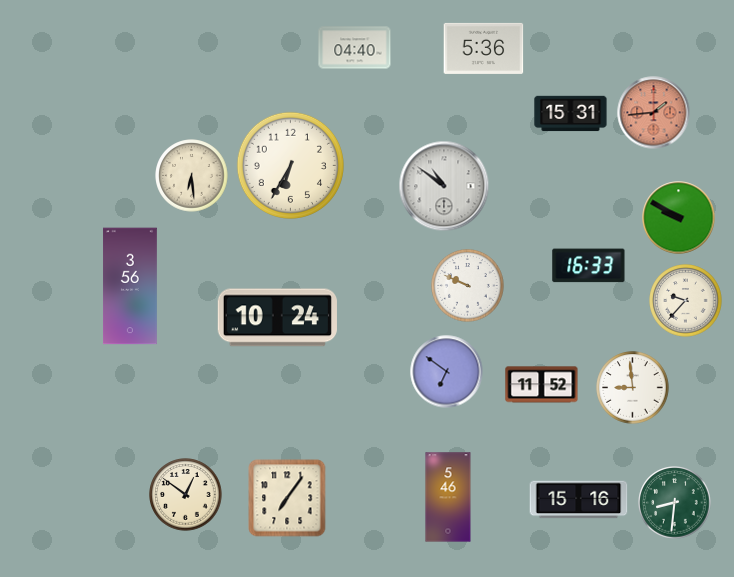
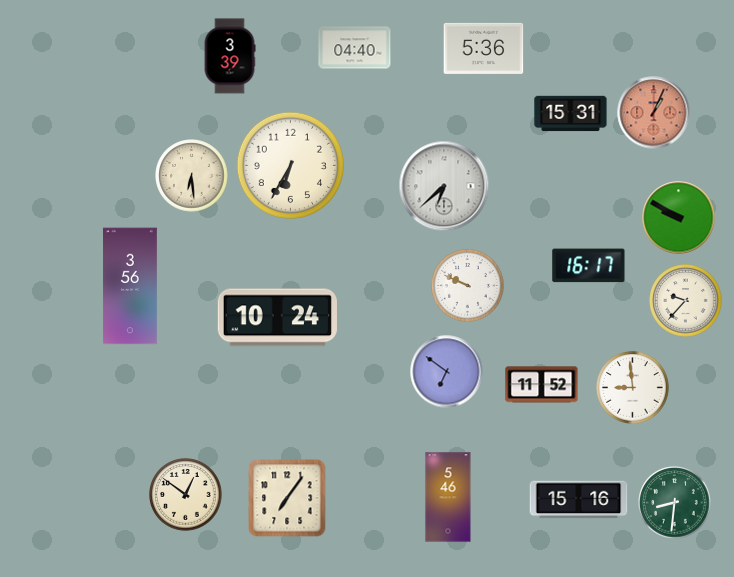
clock at (230, 56): none -> 3:39
clock at (654, 113): 1:44 -> 1:04
clock at (444, 186): 10:51 -> 6:38
clock at (589, 266): 16:33 -> 16:17
